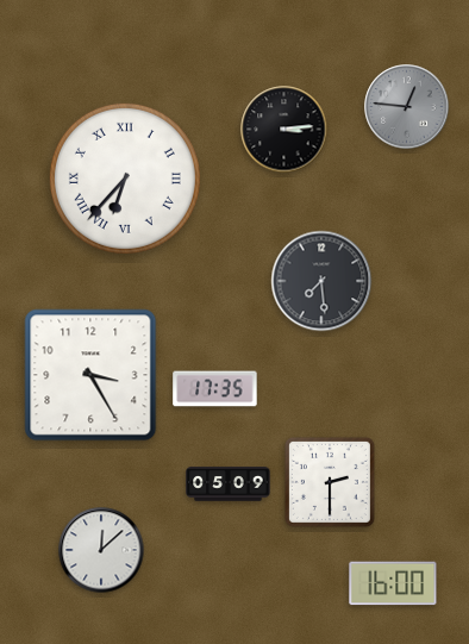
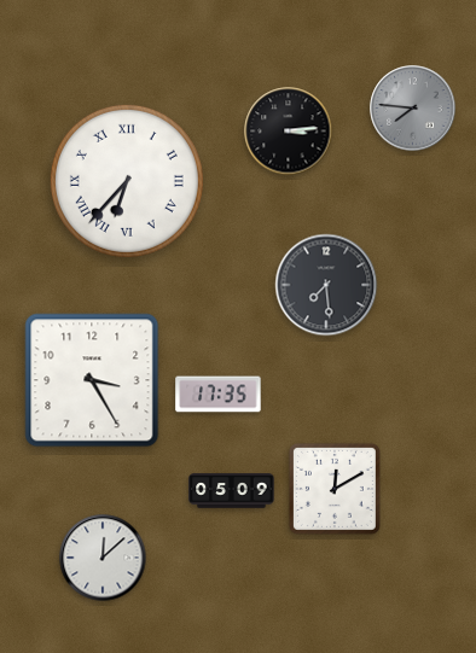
clock at (407, 107): 12:46 -> 7:46
clock at (330, 482): 2:30 -> 12:10
clock at (393, 583): 16:00 -> none
